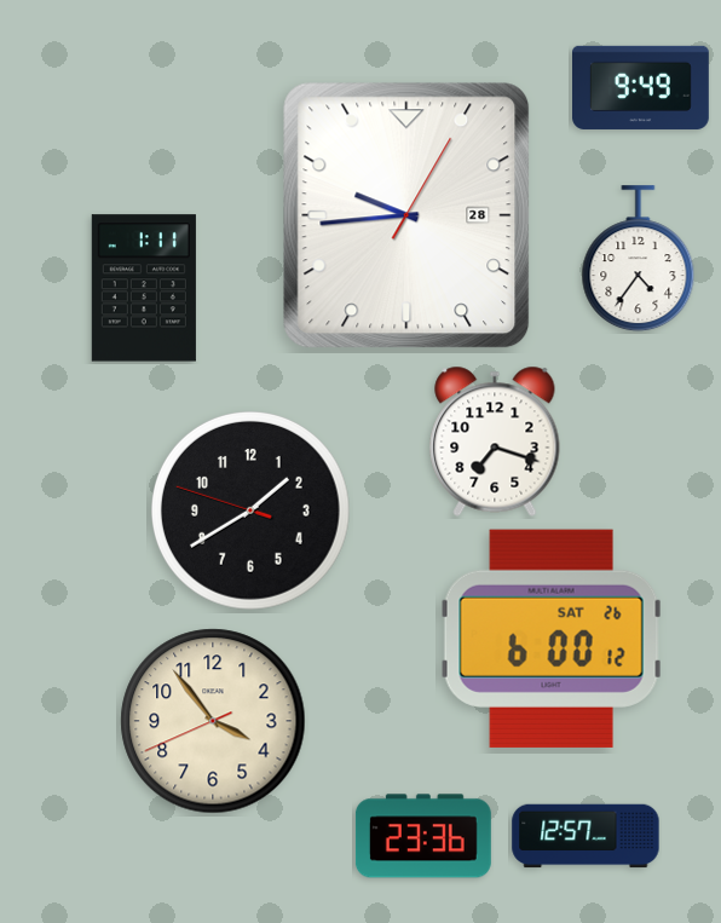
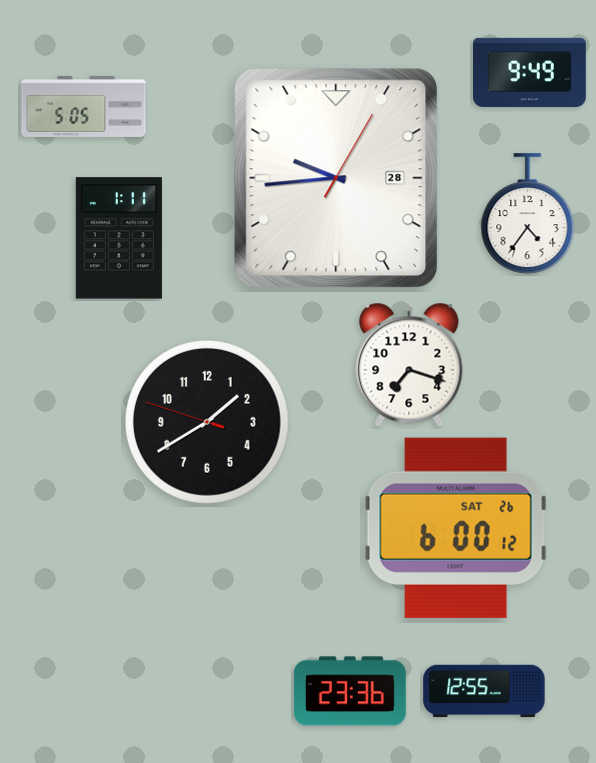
clock at (84, 106): none -> 5:05
clock at (213, 721): 3:53 -> none
clock at (586, 836): 12:57 -> 12:55
